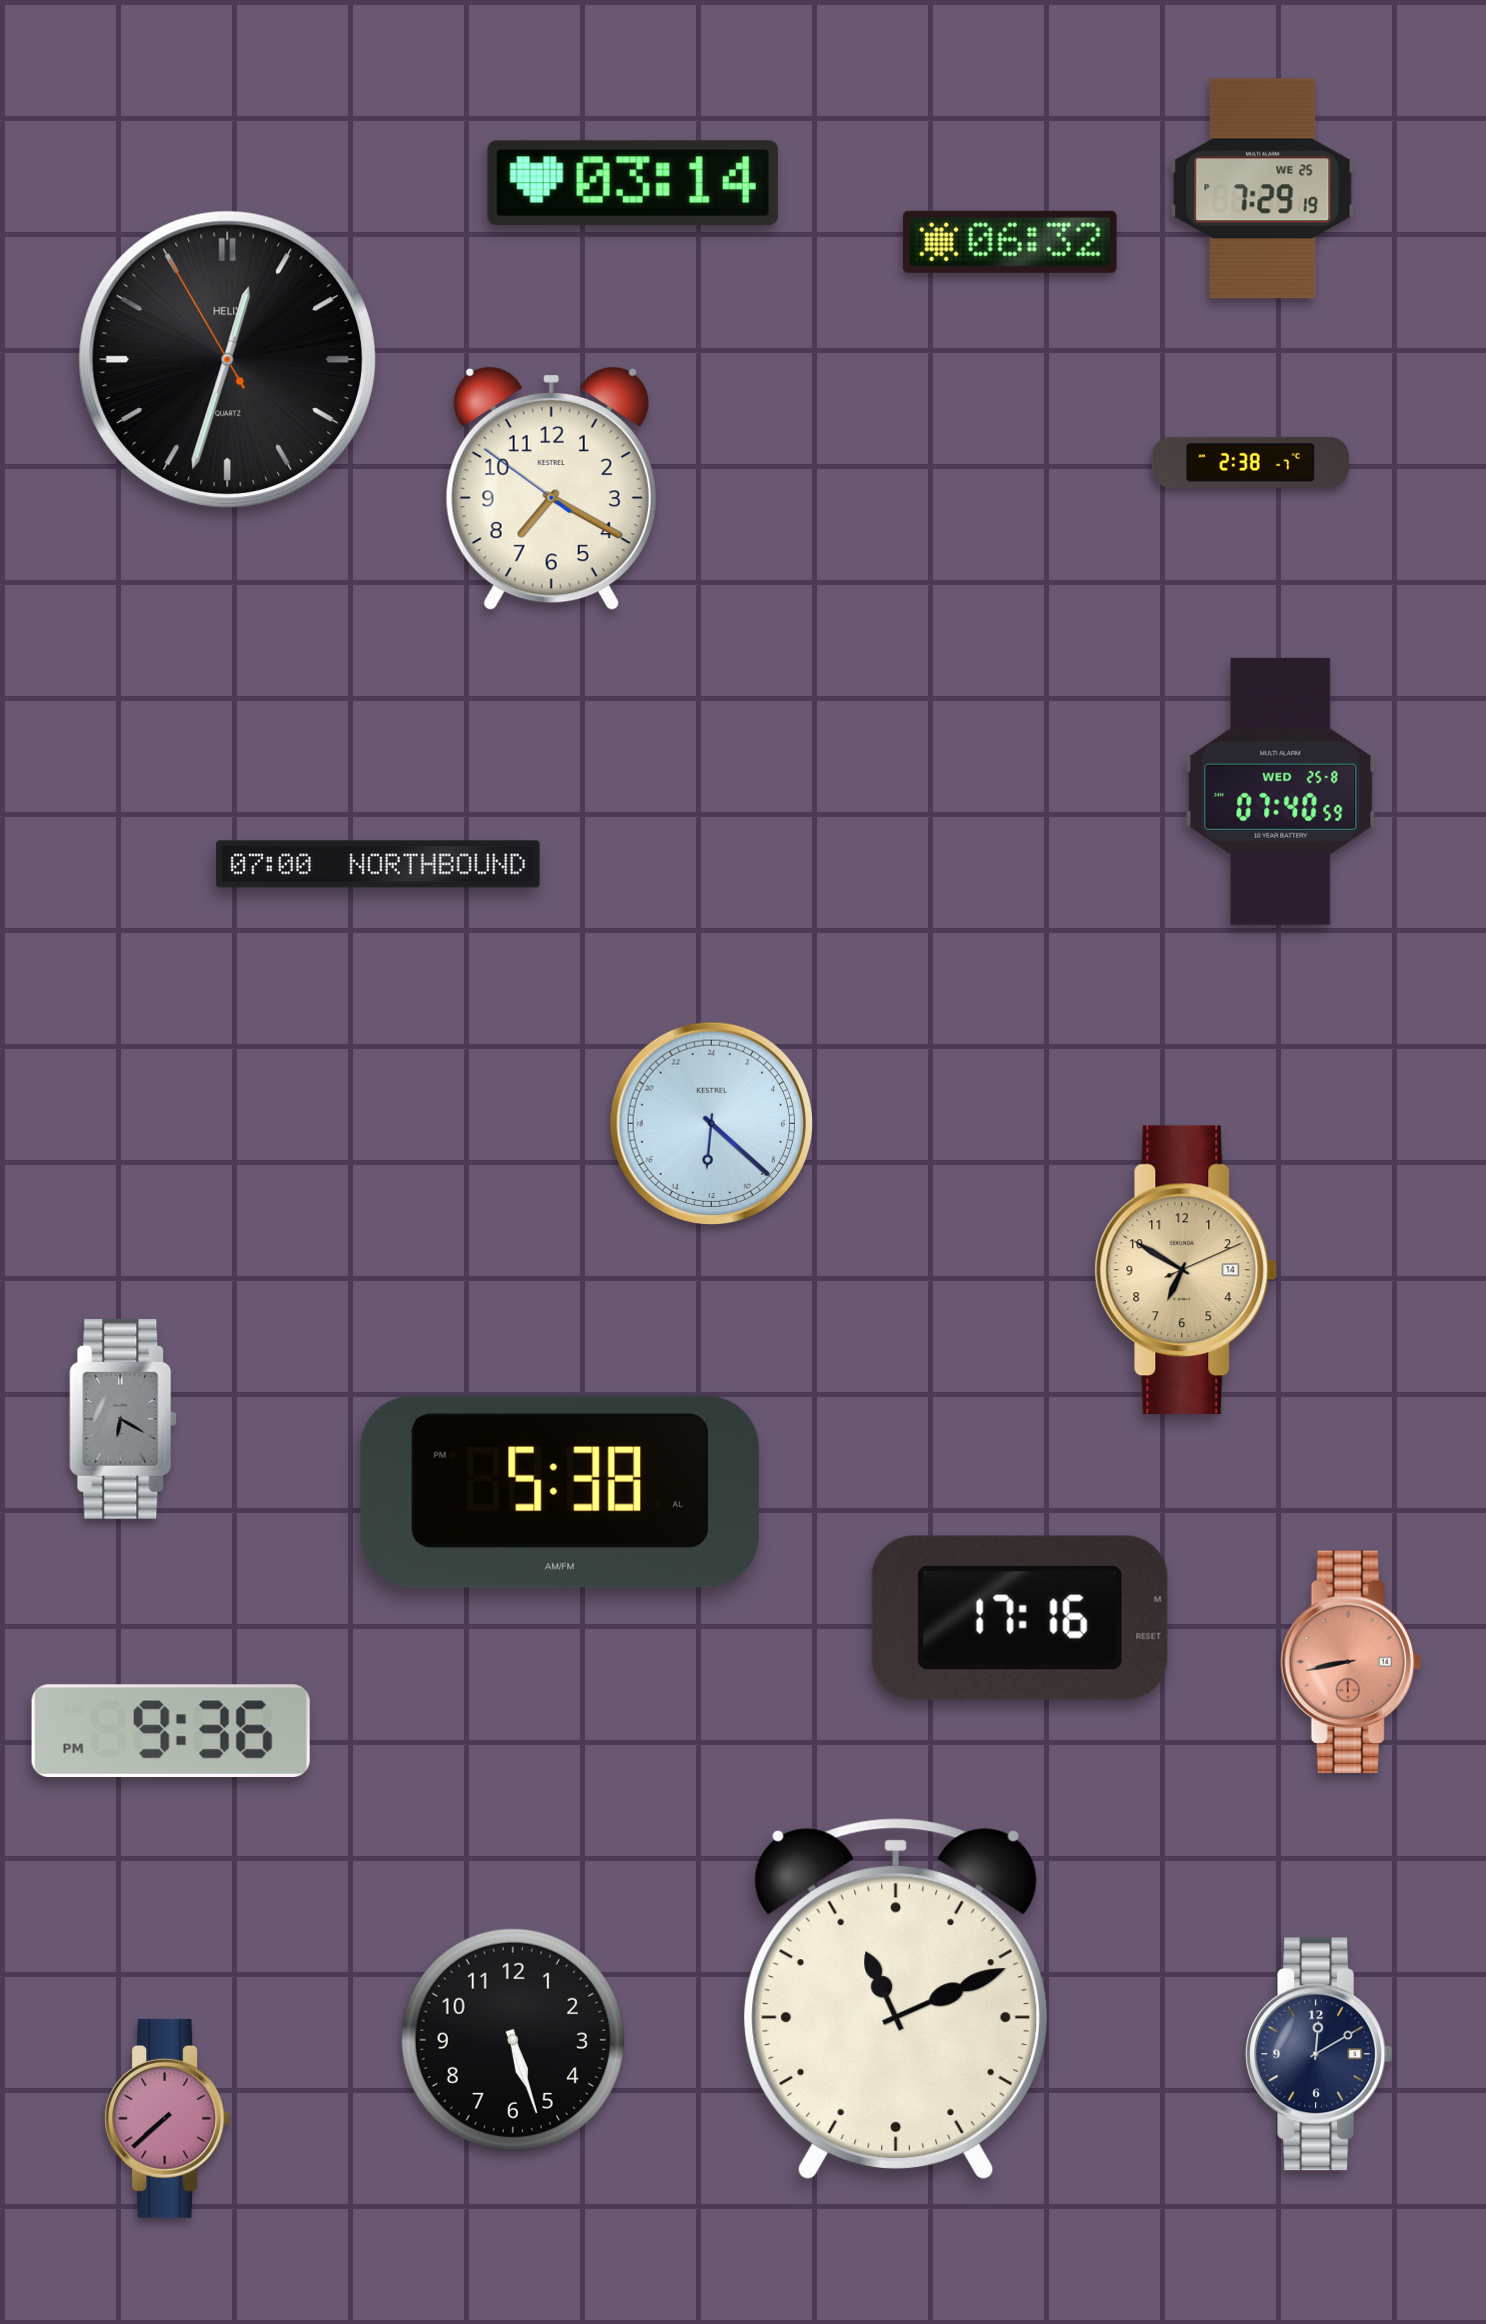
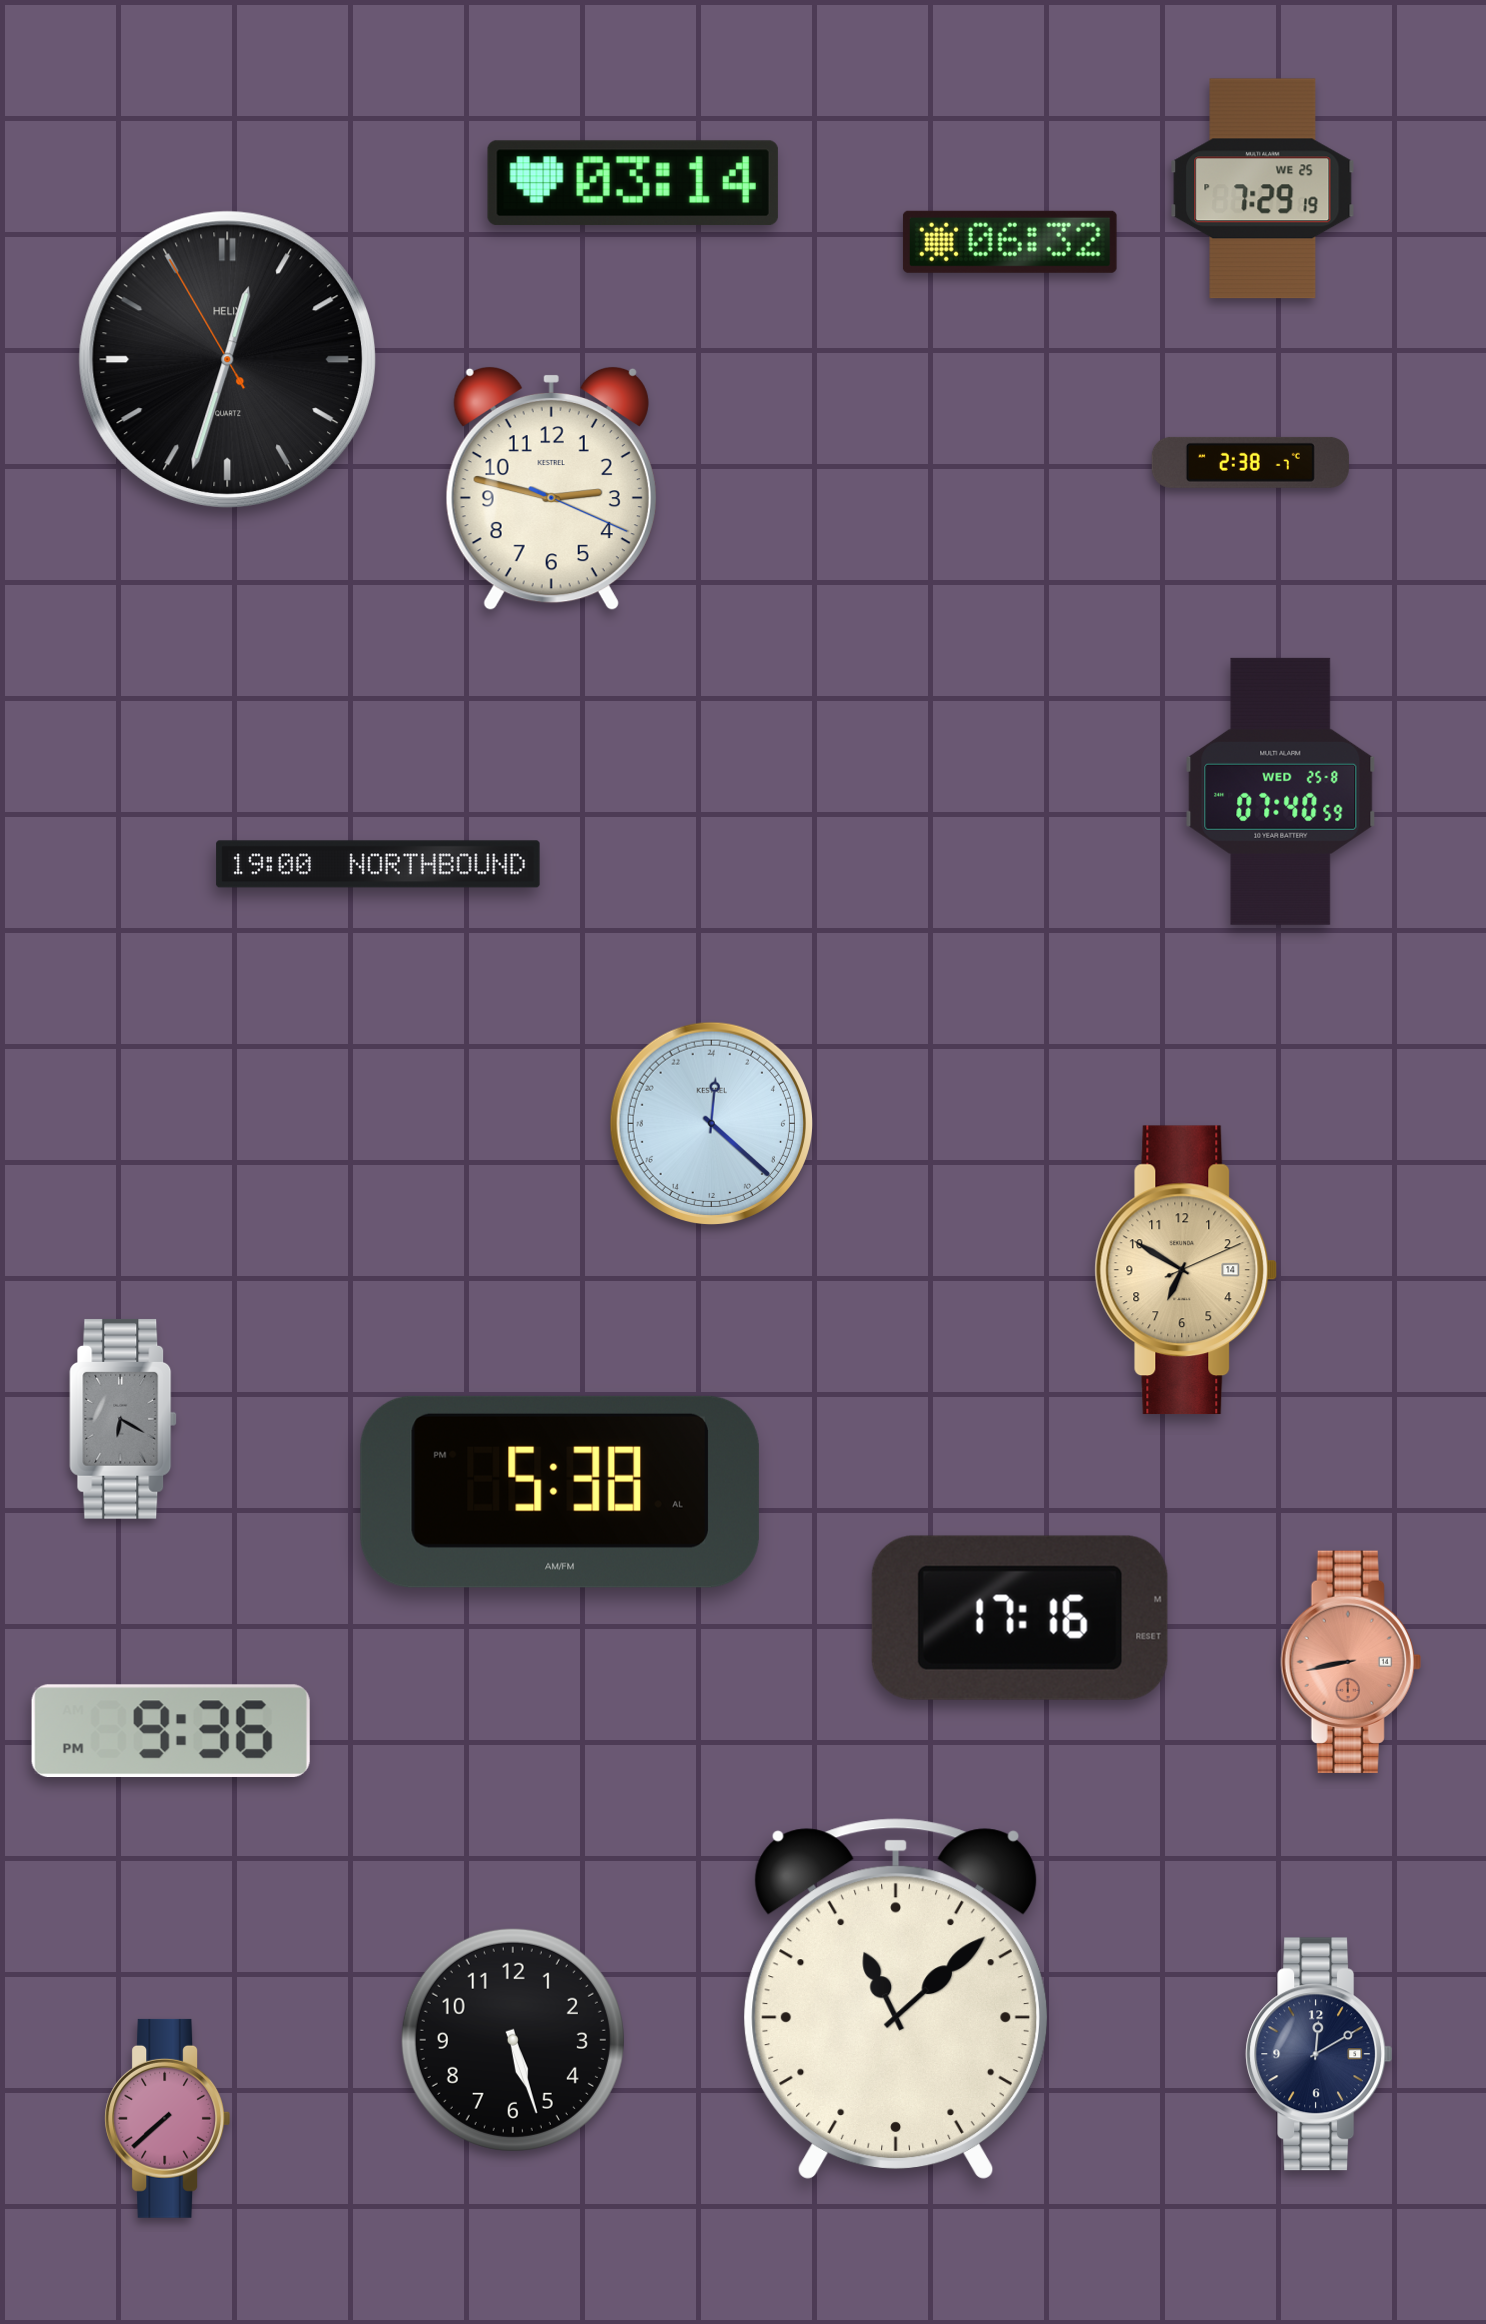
clock at (551, 489): 7:19 -> 2:47
clock at (378, 864): 07:00 -> 19:00
clock at (711, 1123): 12:22 -> 0:22
clock at (896, 1999): 11:11 -> 11:08
